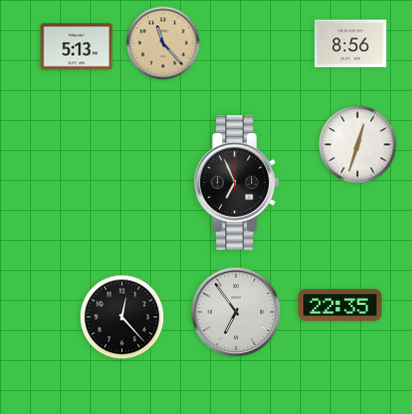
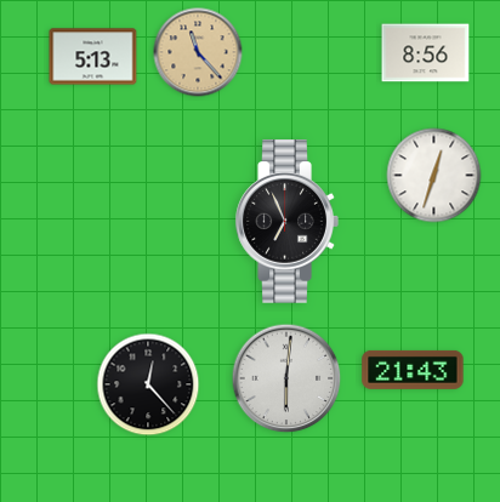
clock at (340, 305): 22:35 -> 21:43
clock at (236, 312): 6:54 -> 6:01
